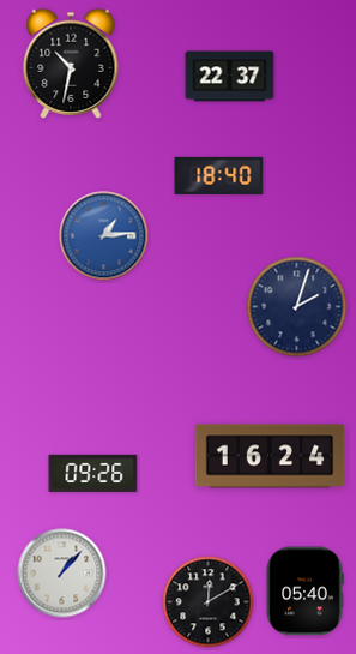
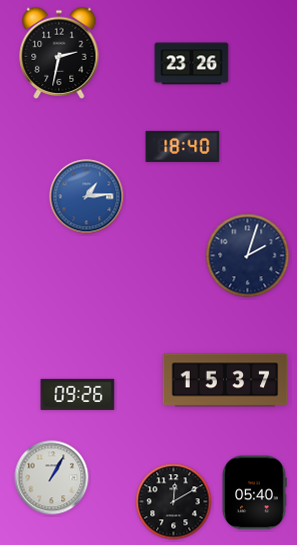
clock at (71, 64): 10:32 -> 2:32
clock at (230, 77): 22:37 -> 23:26
clock at (270, 456): 16:24 -> 15:37
clock at (62, 574): 1:07 -> 1:05
